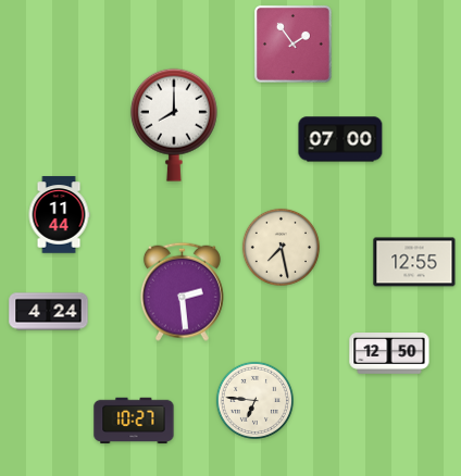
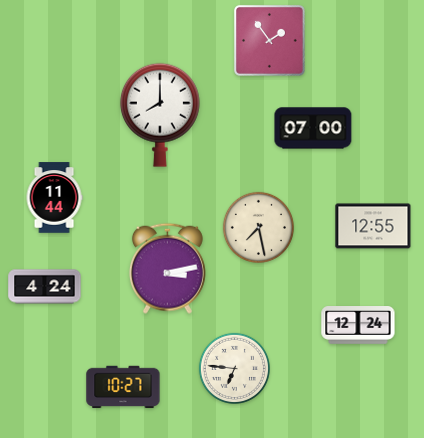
clock at (414, 262) position: (414, 262) -> (373, 226)
clock at (182, 291): 2:29 -> 3:13
clock at (389, 354): 12:50 -> 12:24
